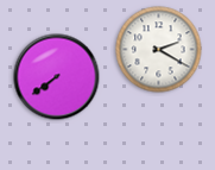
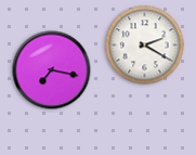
clock at (57, 77): 7:39 -> 7:17
